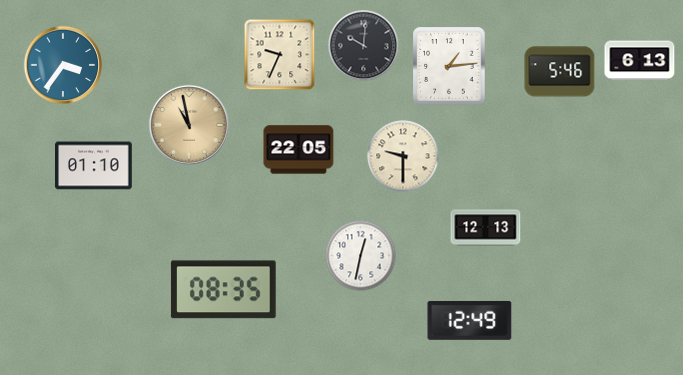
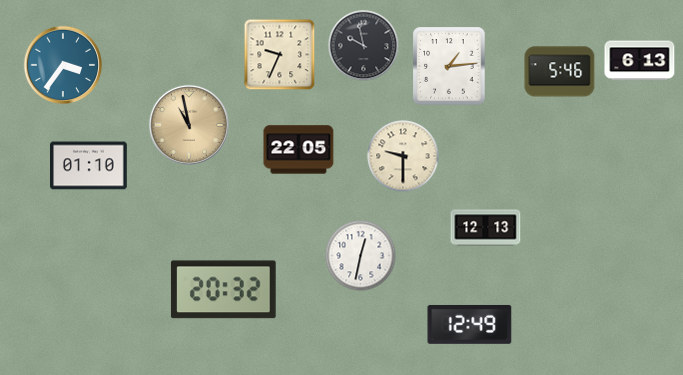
clock at (364, 46): 10:01 -> 9:58
clock at (94, 166) position: (94, 166) -> (89, 166)
clock at (223, 290): 08:35 -> 20:32
clock at (470, 320) position: (470, 320) -> (470, 324)
